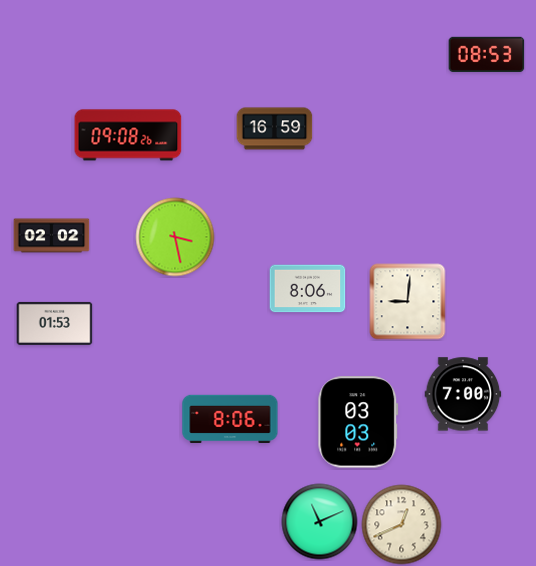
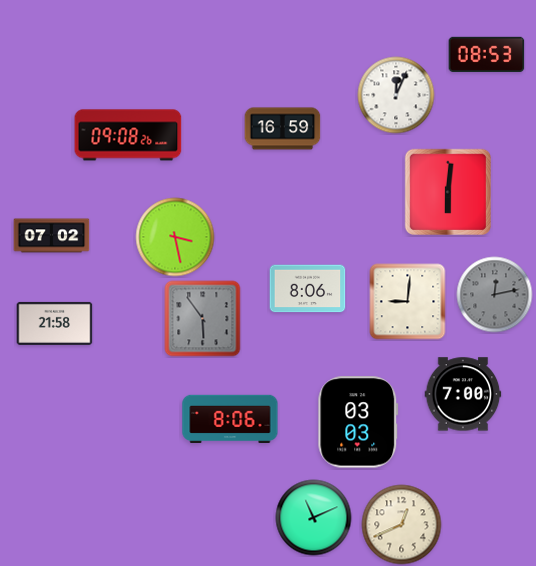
clock at (396, 95): none -> 12:04
clock at (275, 129) position: (275, 129) -> (283, 129)
clock at (447, 191): none -> 6:01
clock at (52, 236): 02:02 -> 07:02
clock at (495, 295): none -> 12:13
clock at (203, 319): none -> 5:54
clock at (55, 323): 01:53 -> 21:58
clock at (320, 522) position: (320, 522) -> (314, 518)
